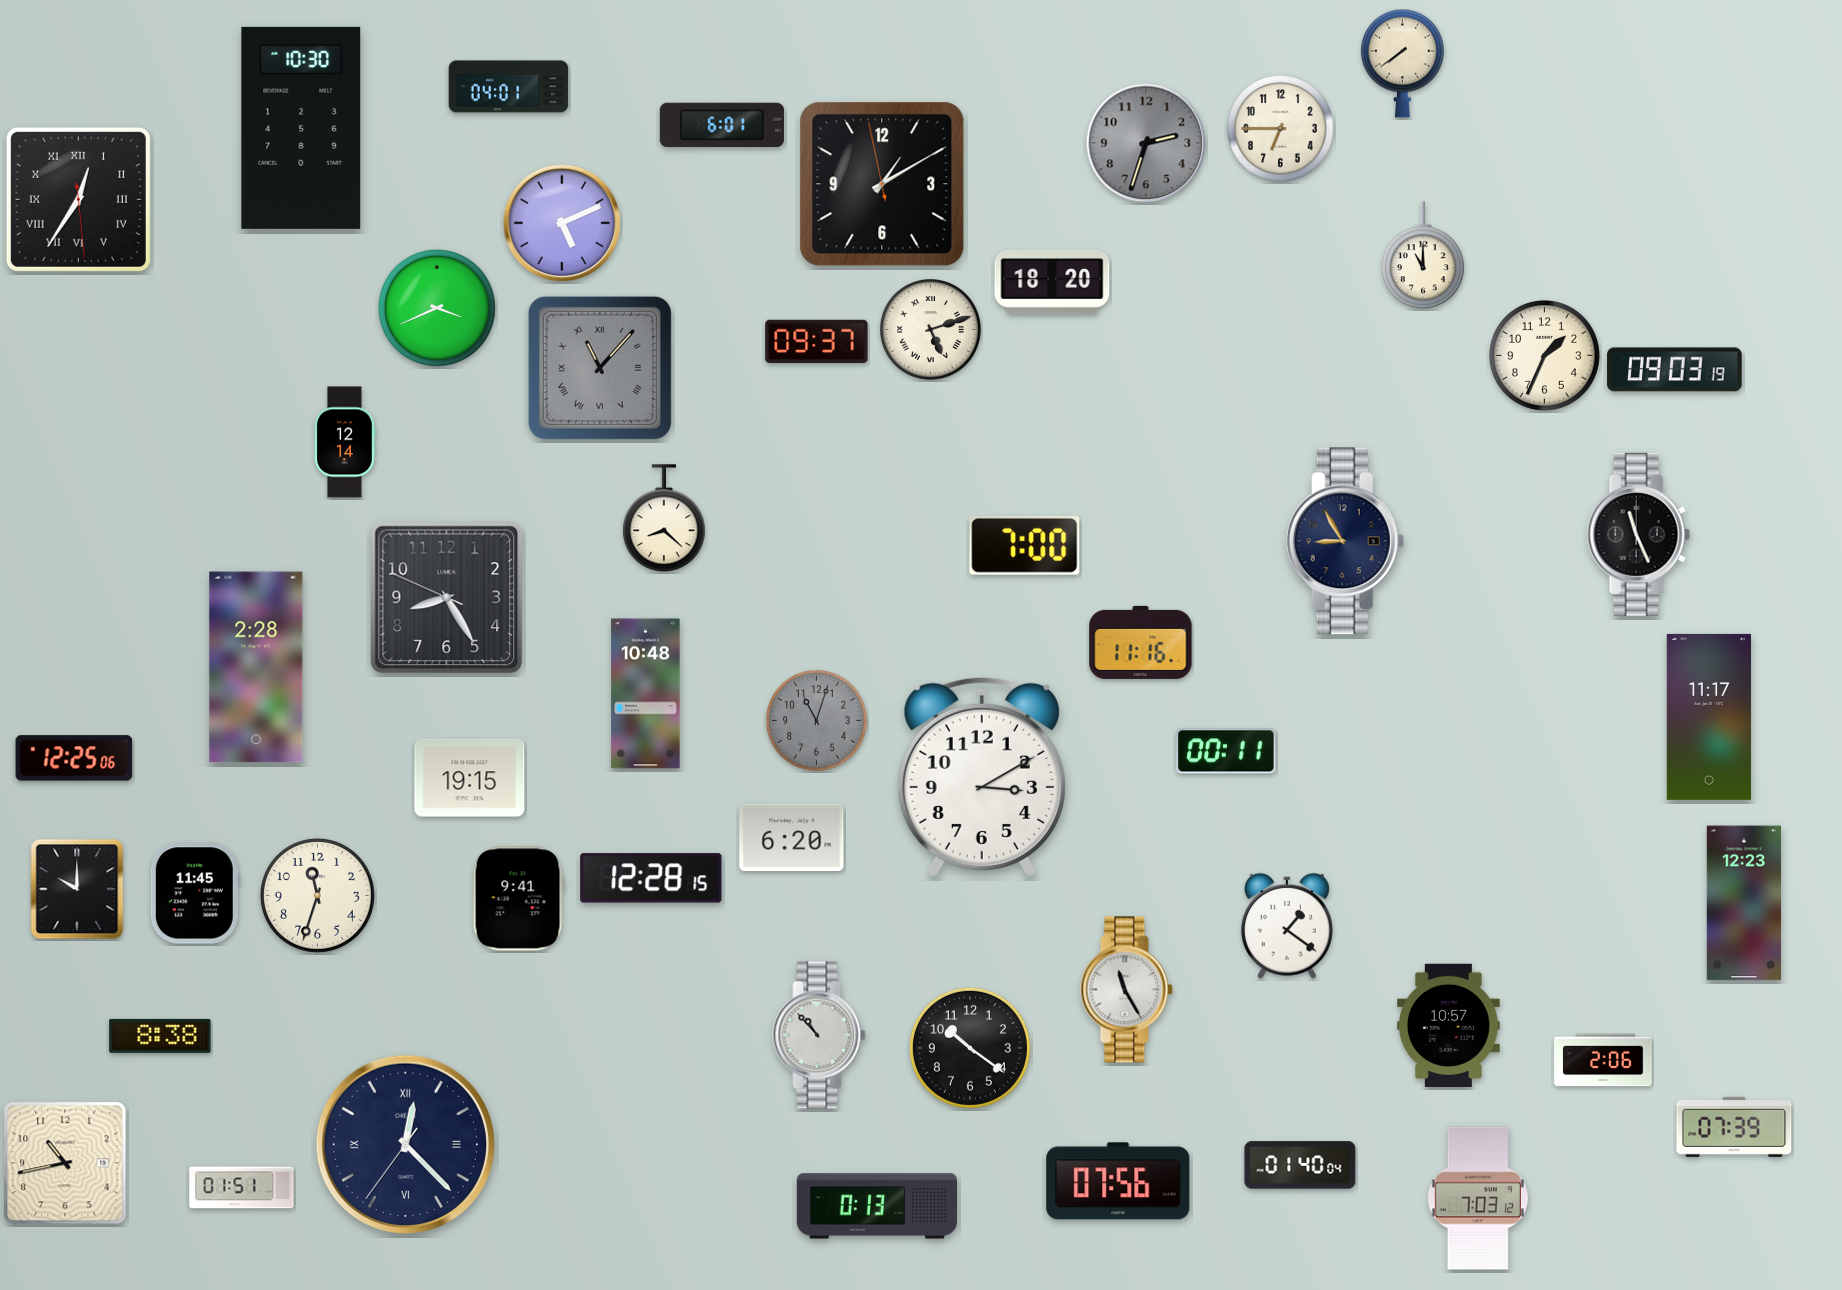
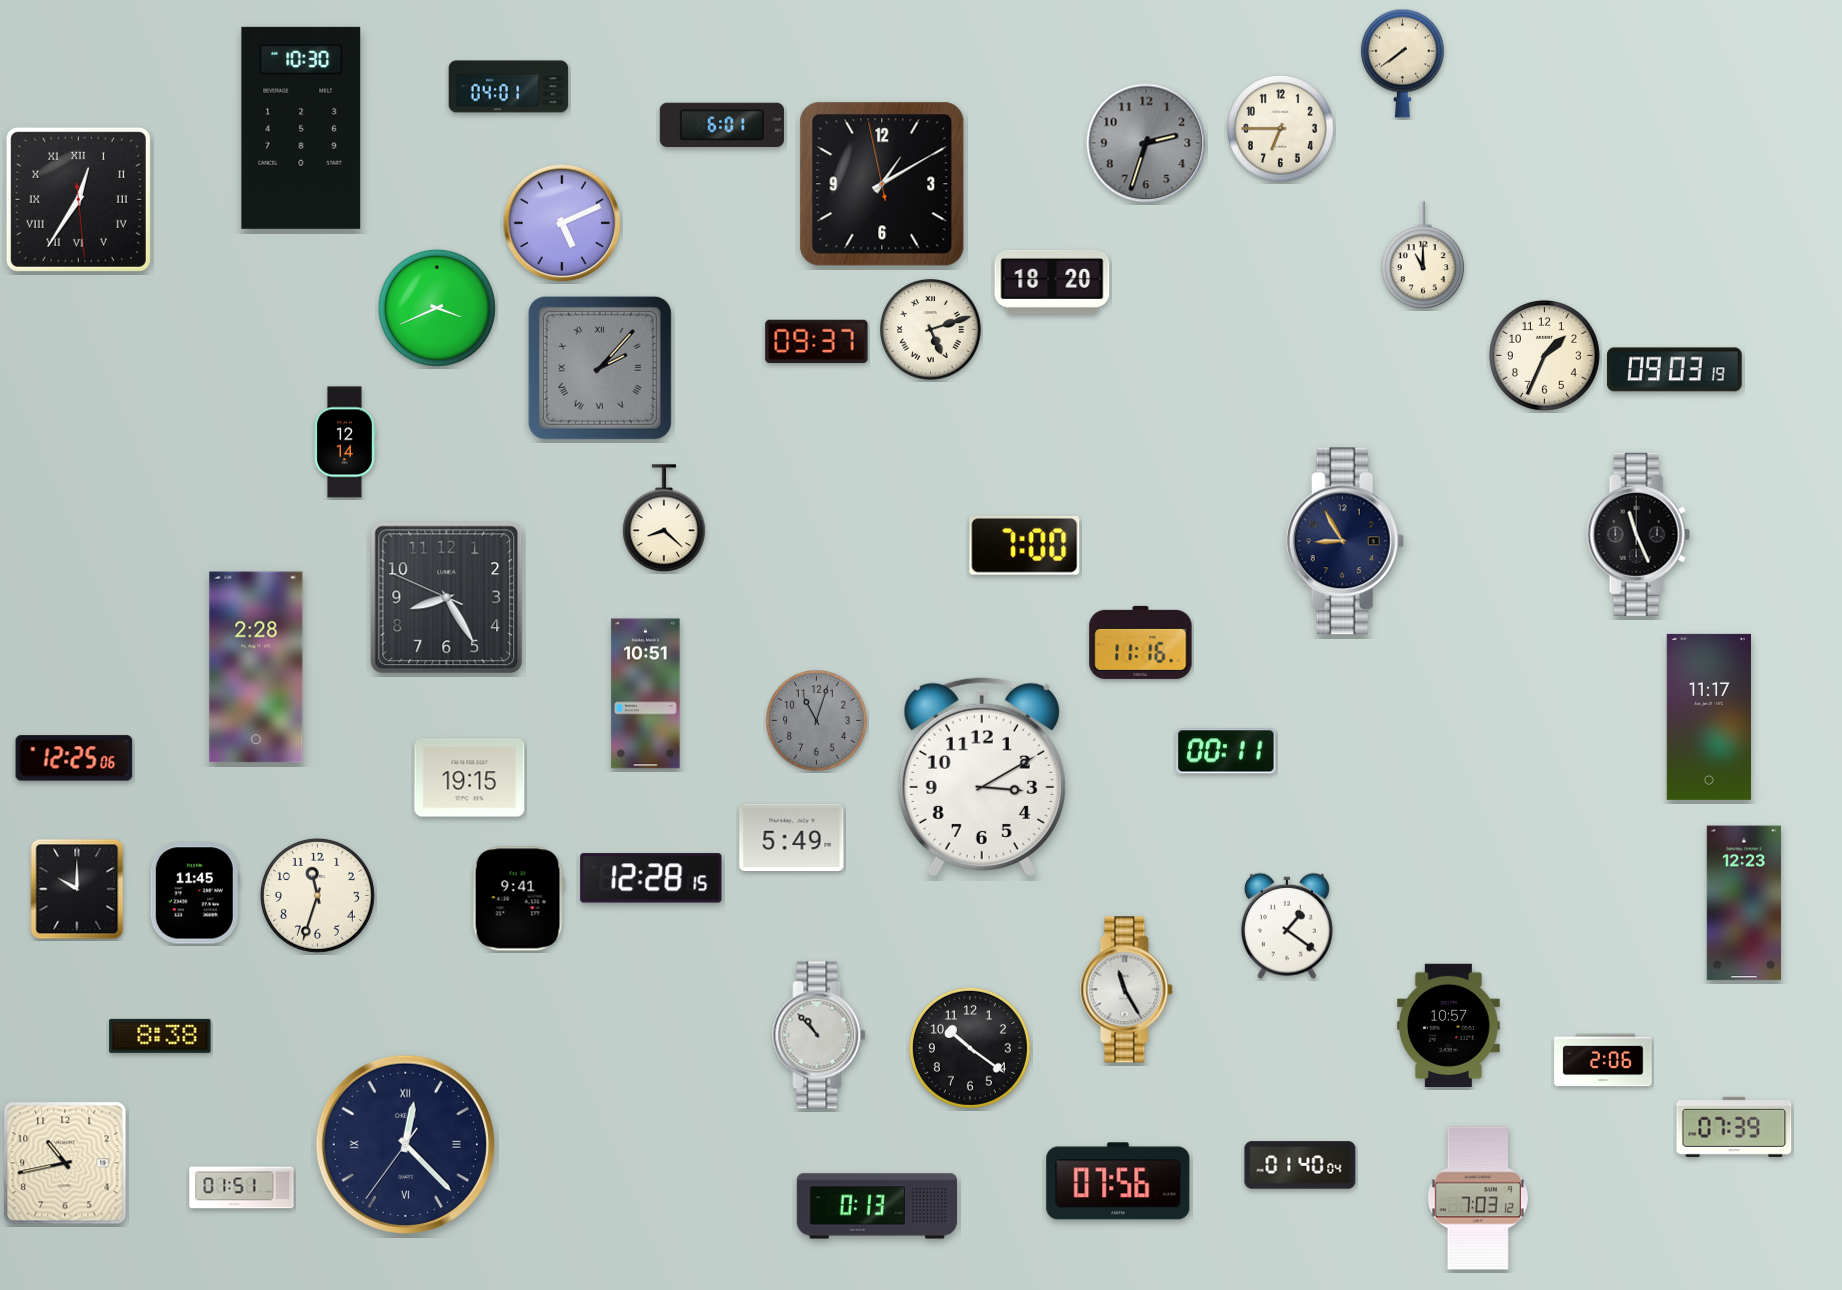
clock at (600, 368): 11:07 -> 2:07
clock at (646, 694): 10:48 -> 10:51
clock at (792, 837): 6:20 -> 5:49
